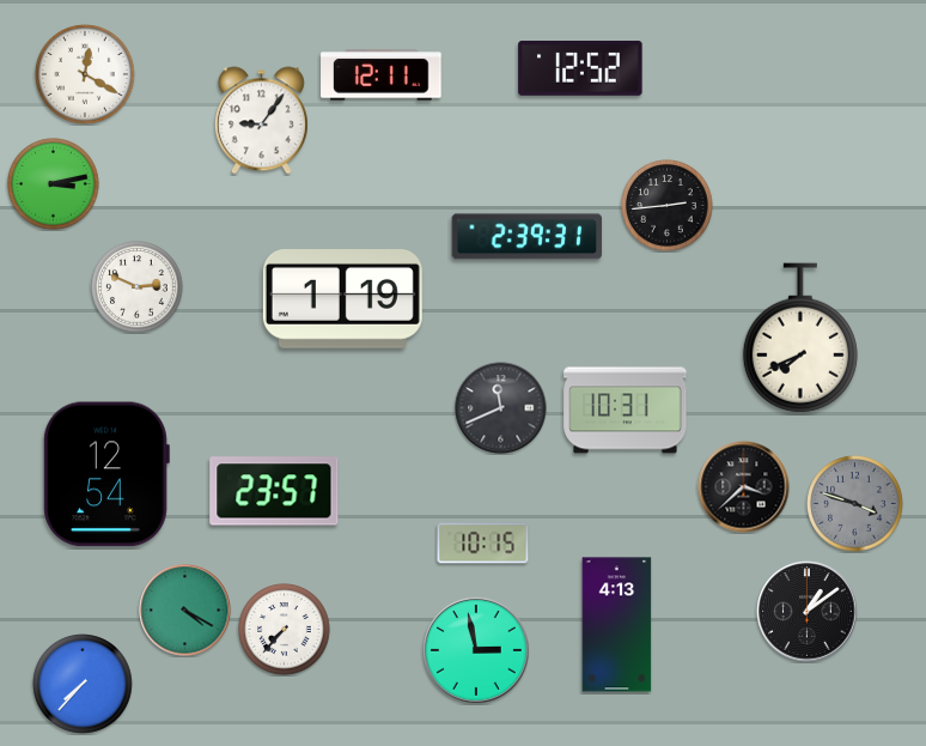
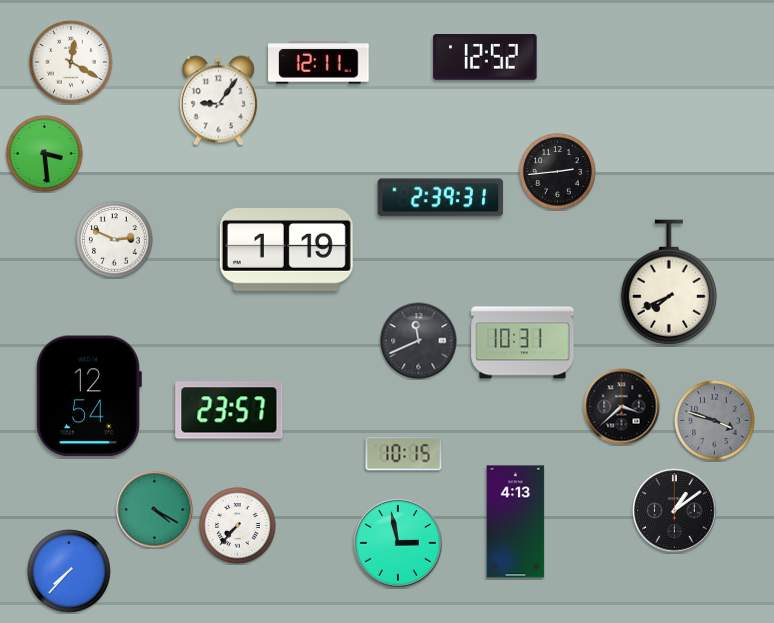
clock at (54, 184): 3:13 -> 3:29
